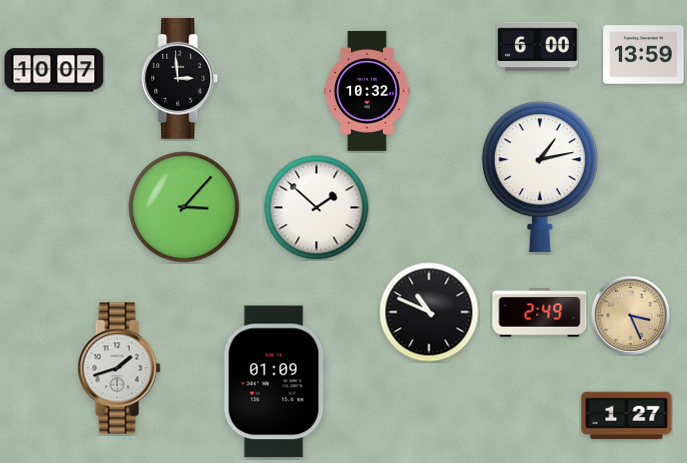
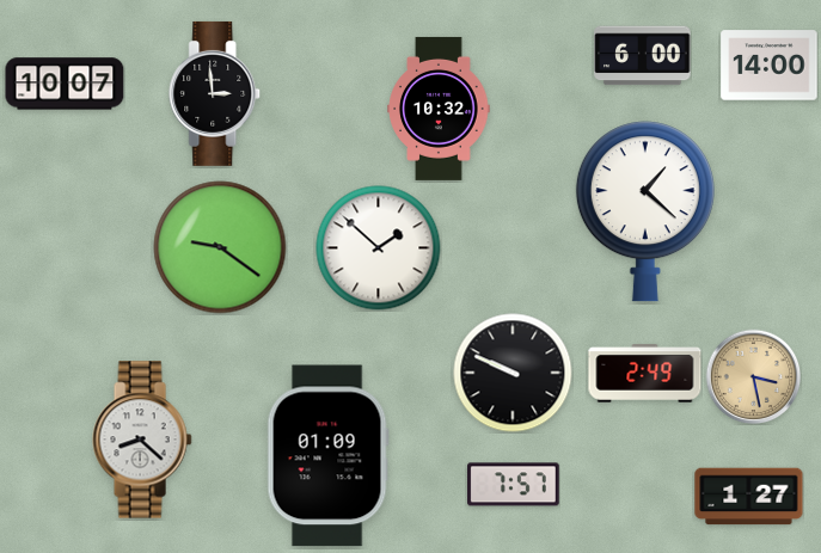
clock at (644, 55): 13:59 -> 14:00
clock at (540, 177): 1:13 -> 1:22
clock at (184, 207): 3:07 -> 9:21
clock at (429, 312): 10:49 -> 9:49
clock at (630, 315): 3:26 -> 3:28
clock at (119, 368): 1:42 -> 8:22
clock at (514, 485): none -> 7:57
